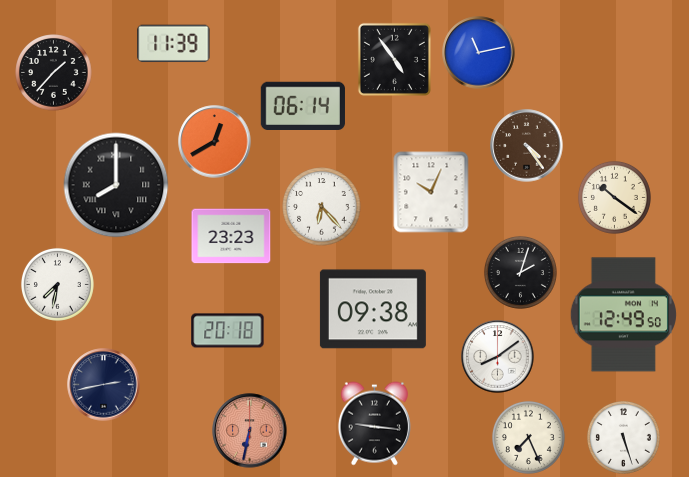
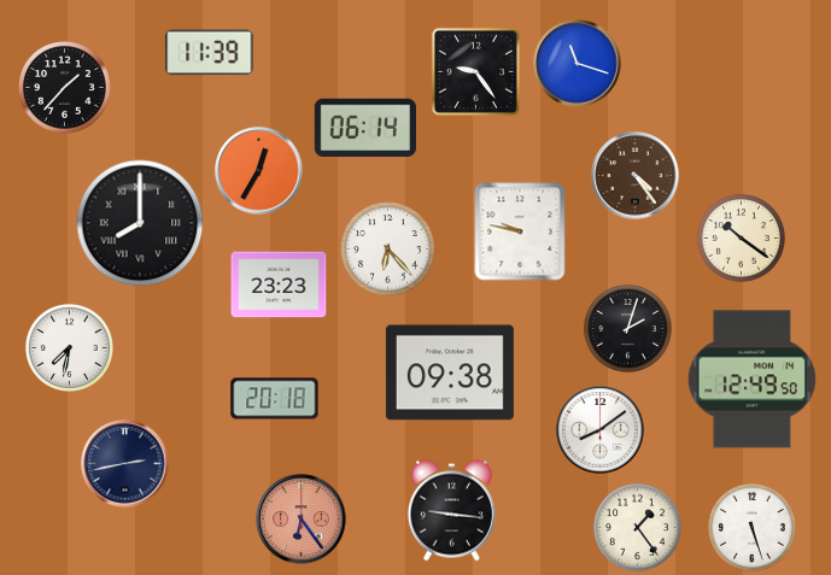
clock at (479, 53): 11:13 -> 11:18
clock at (394, 59): 4:54 -> 9:24
clock at (215, 142): 12:40 -> 12:35
clock at (431, 192): 10:04 -> 9:47
clock at (57, 284) position: (57, 284) -> (69, 347)
clock at (250, 431): 6:32 -> 6:24
clock at (528, 437): 7:26 -> 1:24
